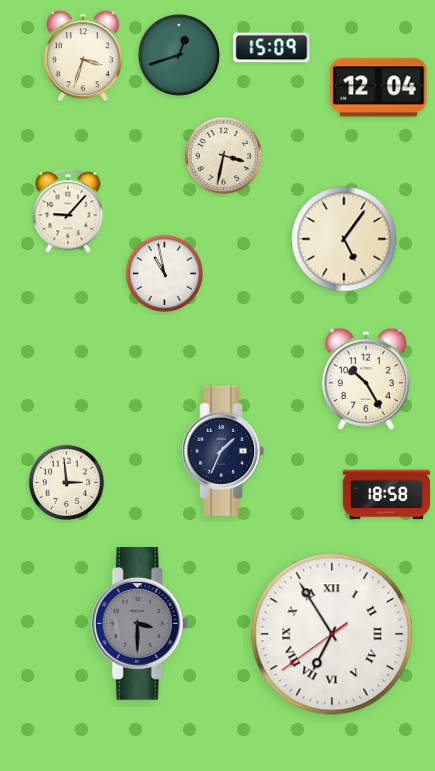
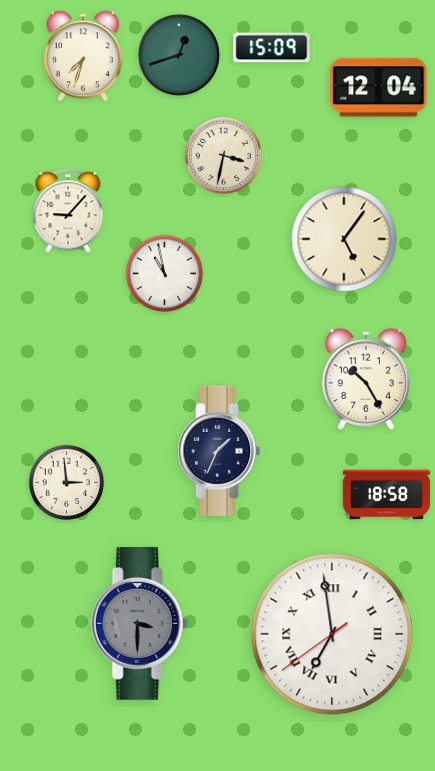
clock at (83, 56): 3:33 -> 7:33
clock at (223, 451) position: (223, 451) -> (219, 451)
clock at (332, 634): 6:54 -> 6:58
